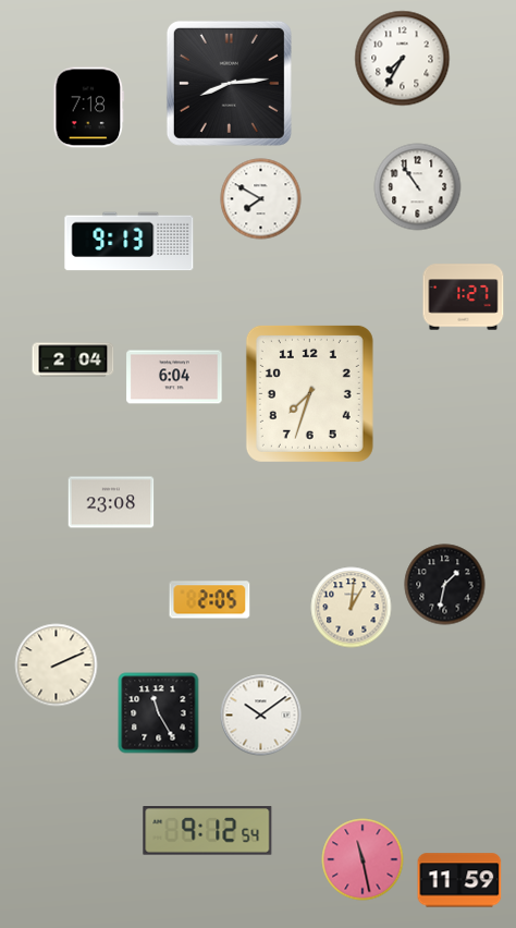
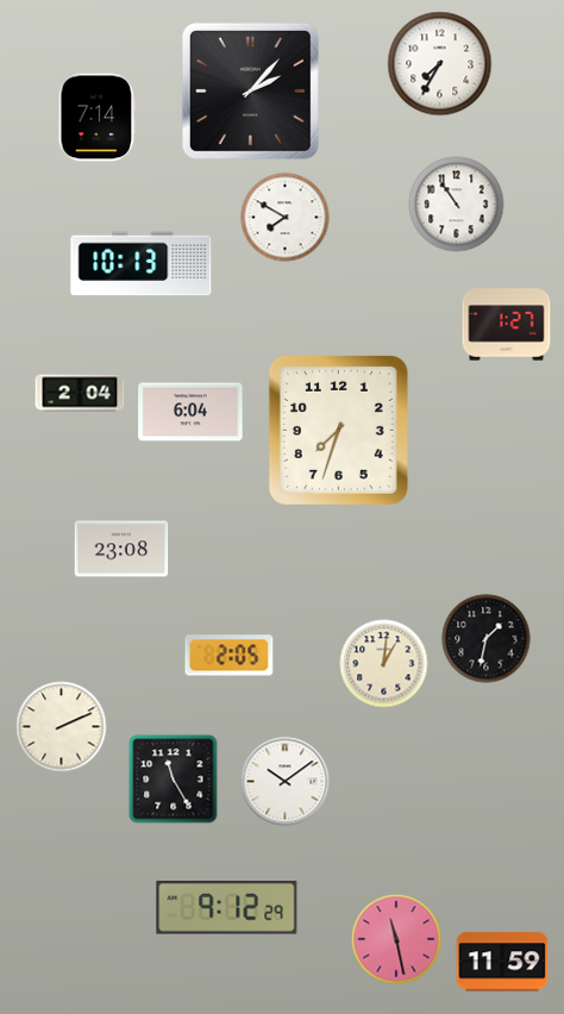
clock at (229, 83): 8:14 -> 2:07
clock at (89, 108): 7:18 -> 7:14
clock at (130, 242): 9:13 -> 10:13
clock at (208, 831): 9:12:54 -> 9:12:29
